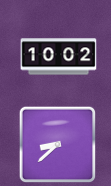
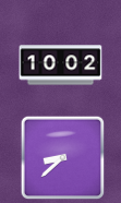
clock at (59, 57) position: (59, 57) -> (61, 65)
